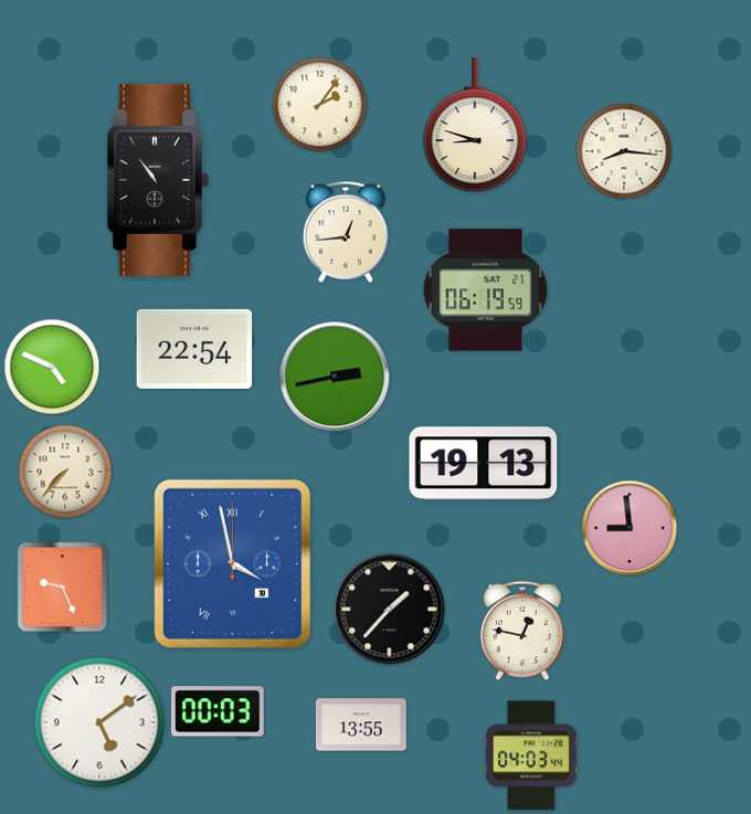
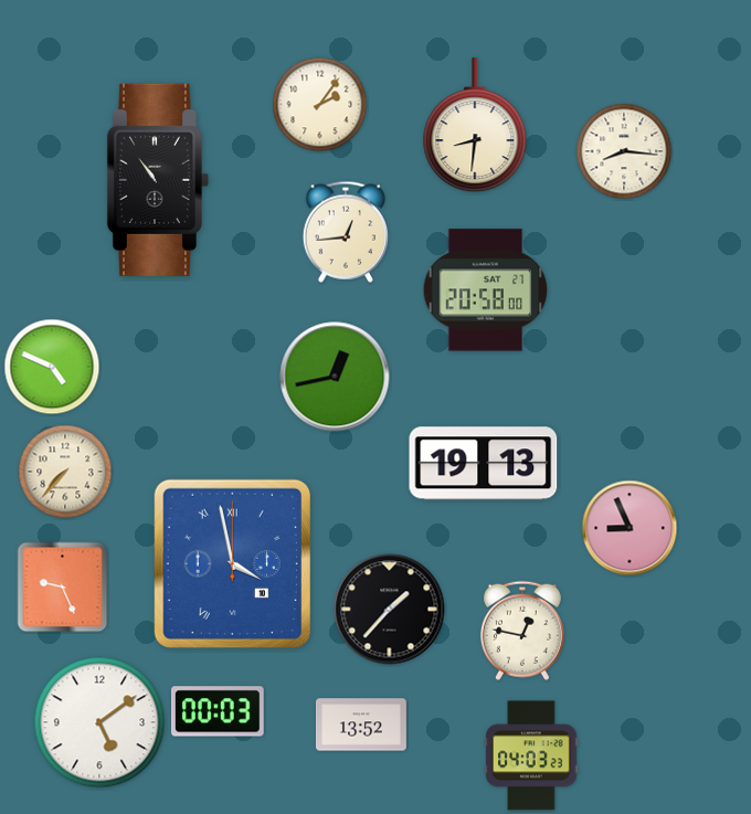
clock at (475, 126): 8:48 -> 8:31
clock at (486, 290): 06:19 -> 20:58
clock at (194, 349): 22:54 -> none
clock at (335, 377): 2:43 -> 12:43
clock at (630, 528): 8:59 -> 8:56
clock at (361, 725): 13:55 -> 13:52
clock at (531, 755): 04:03:44 -> 04:03:23
